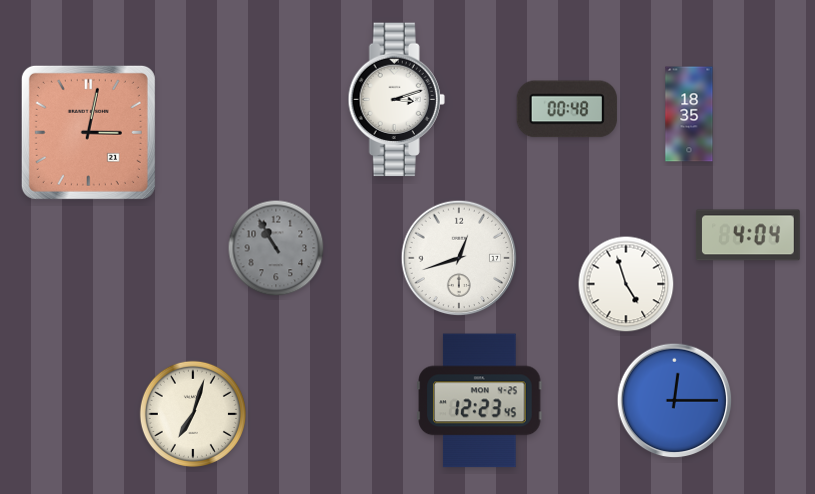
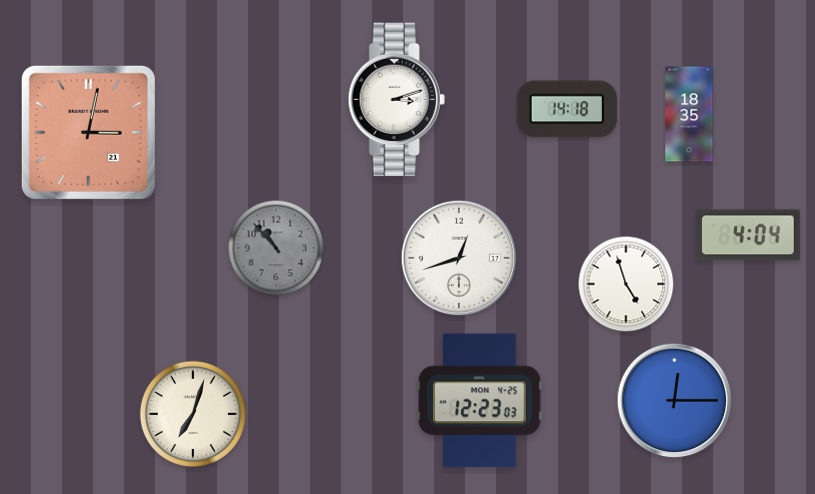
clock at (567, 109): 00:48 -> 14:18
clock at (276, 248): 10:55 -> 10:53
clock at (480, 401): 12:23:45 -> 12:23:03
